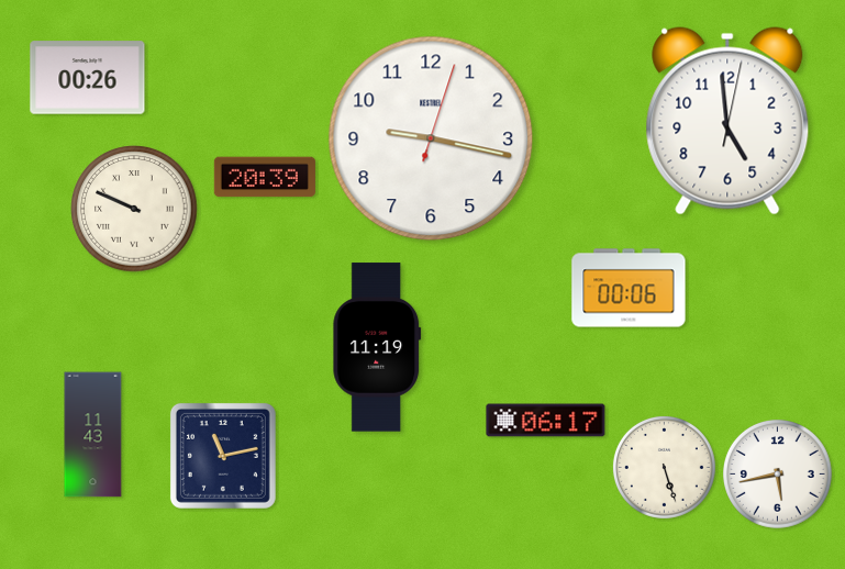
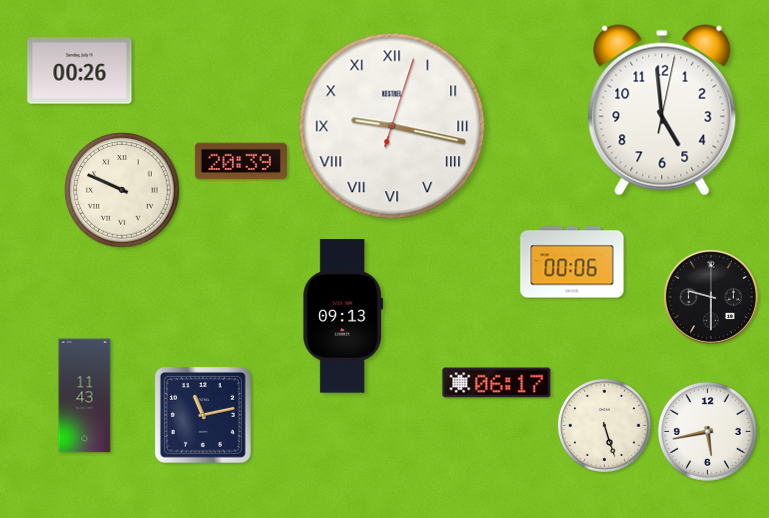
clock at (431, 138) numerals: Arabic -> Roman
clock at (711, 297): none -> 9:30
clock at (377, 347): 11:19 -> 09:13
